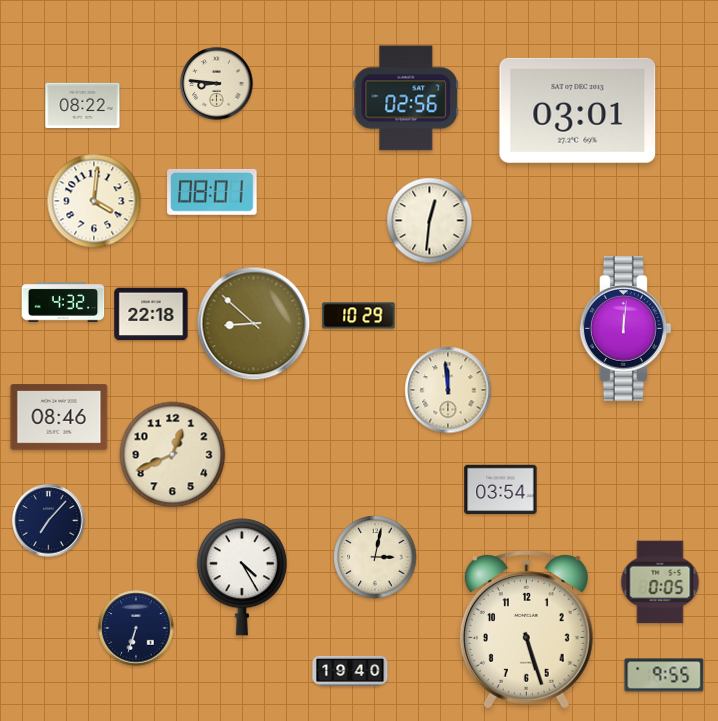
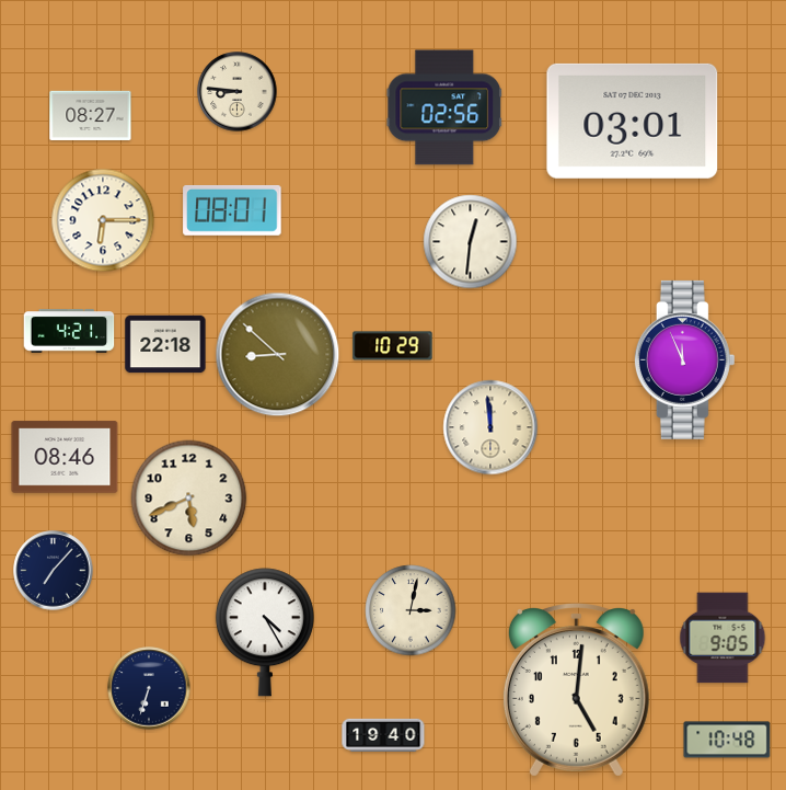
clock at (83, 105): 08:22 -> 08:27
clock at (94, 201): 4:01 -> 6:15
clock at (63, 302): 4:32 -> 4:21
clock at (625, 328): 12:01 -> 11:56
clock at (173, 455): 12:41 -> 5:41
clock at (501, 489): 03:54 -> none
clock at (660, 582): 0:05 -> 9:05
clock at (526, 630): 5:27 -> 5:01
clock at (664, 675): 9:55 -> 10:48
